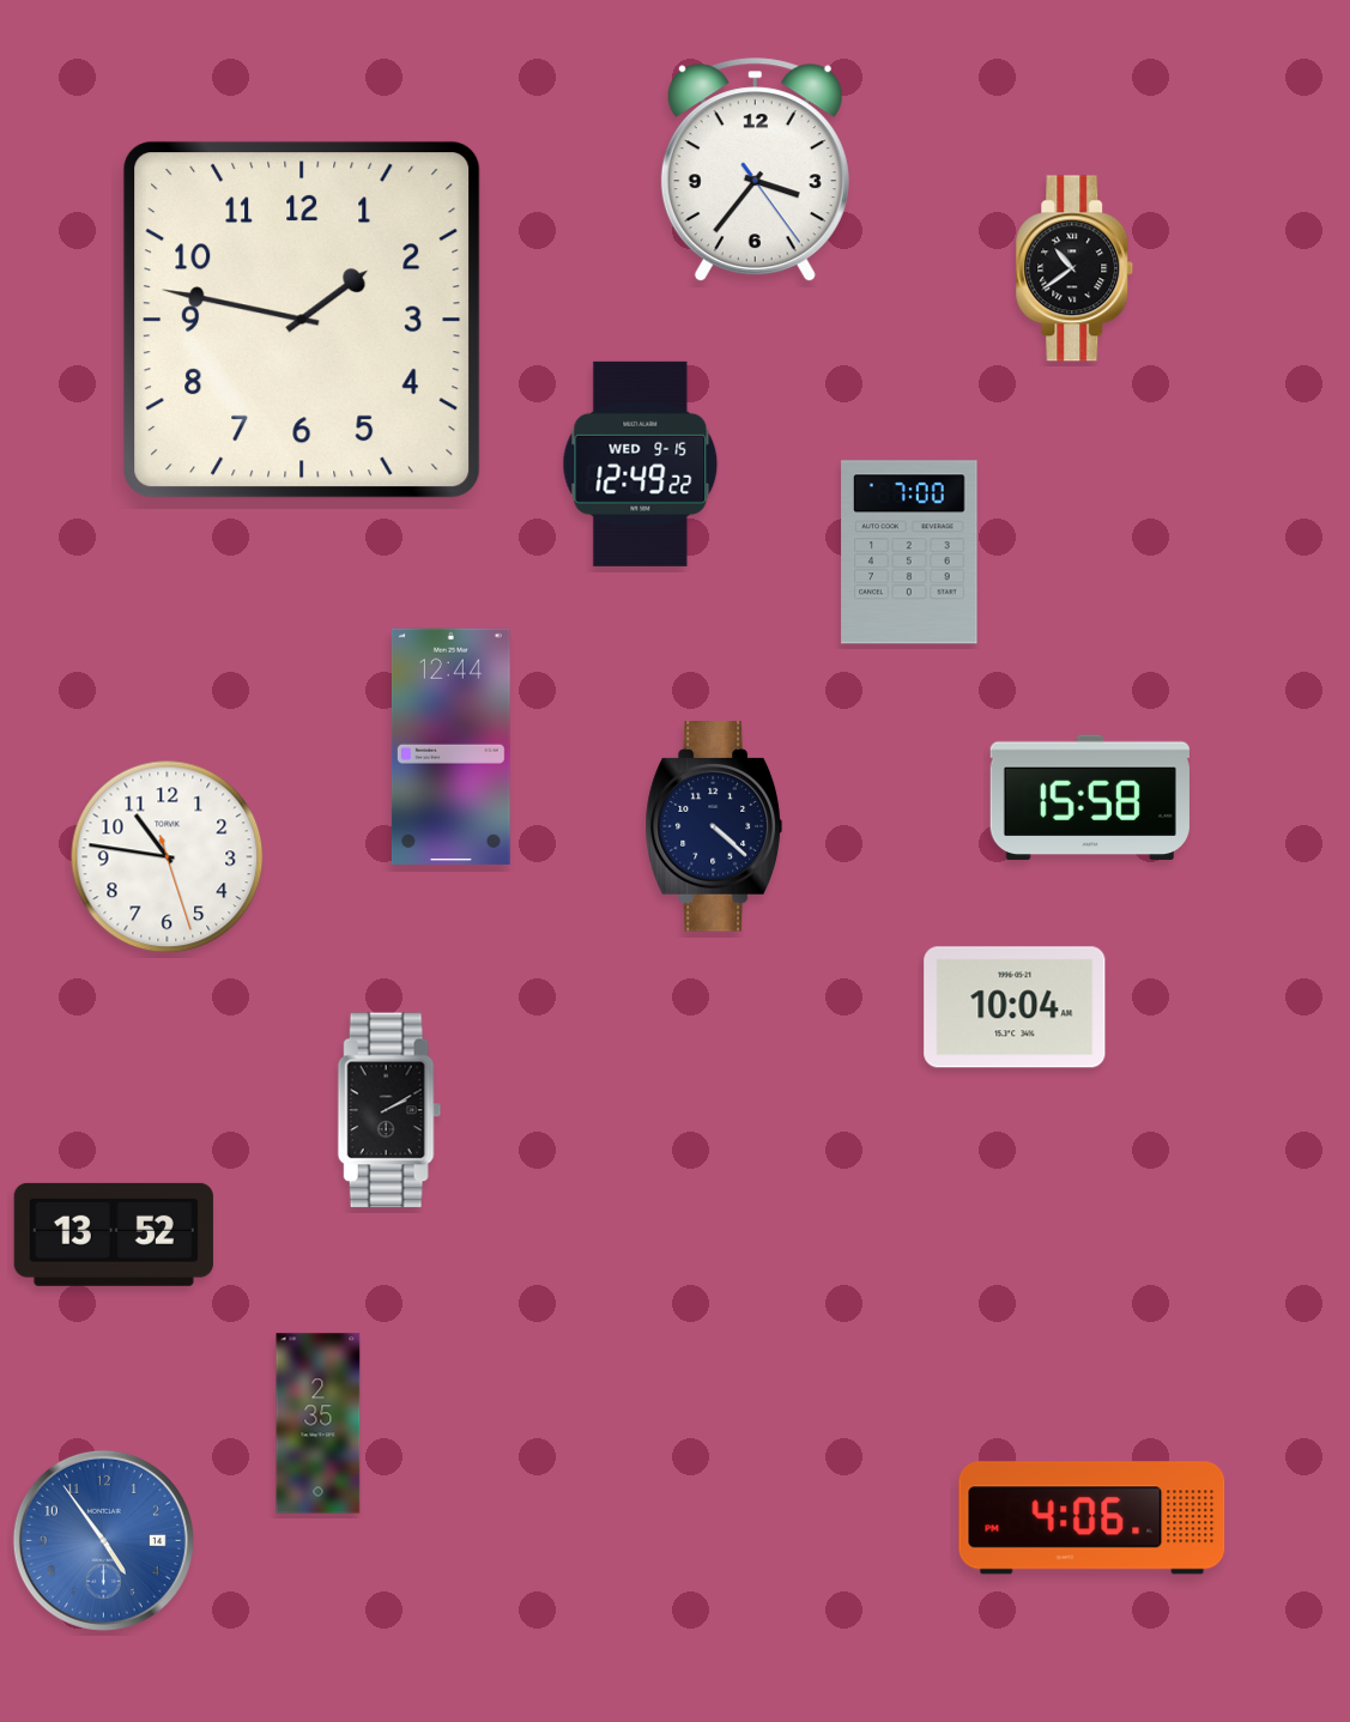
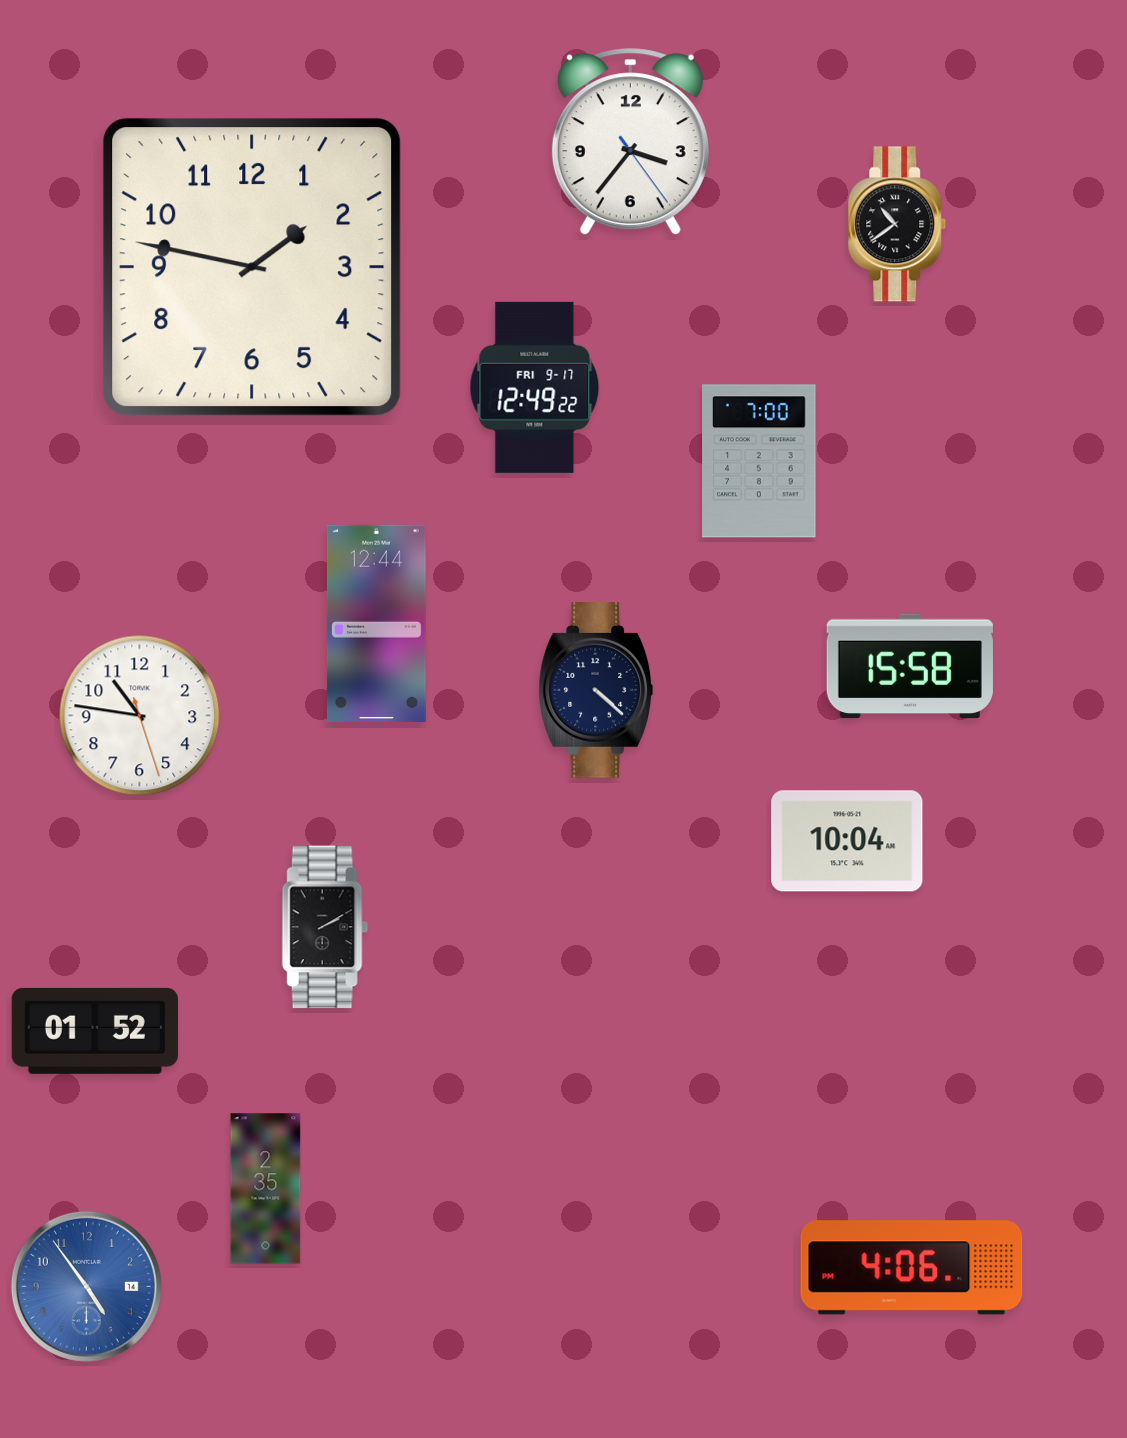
clock at (641, 463) date: WED 9-15 -> FRI 9-17
clock at (114, 1235): 13:52 -> 01:52
